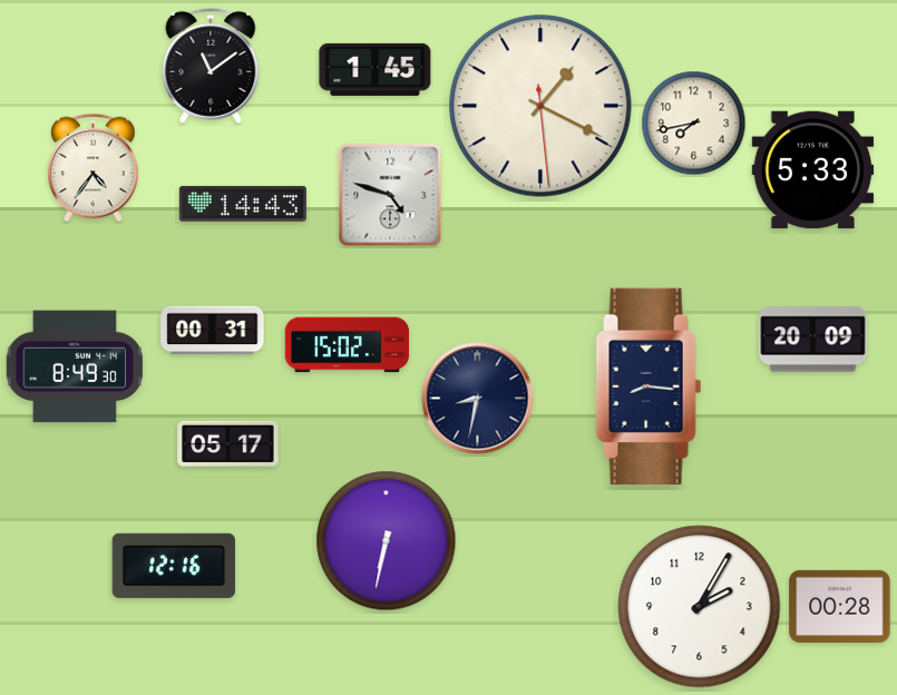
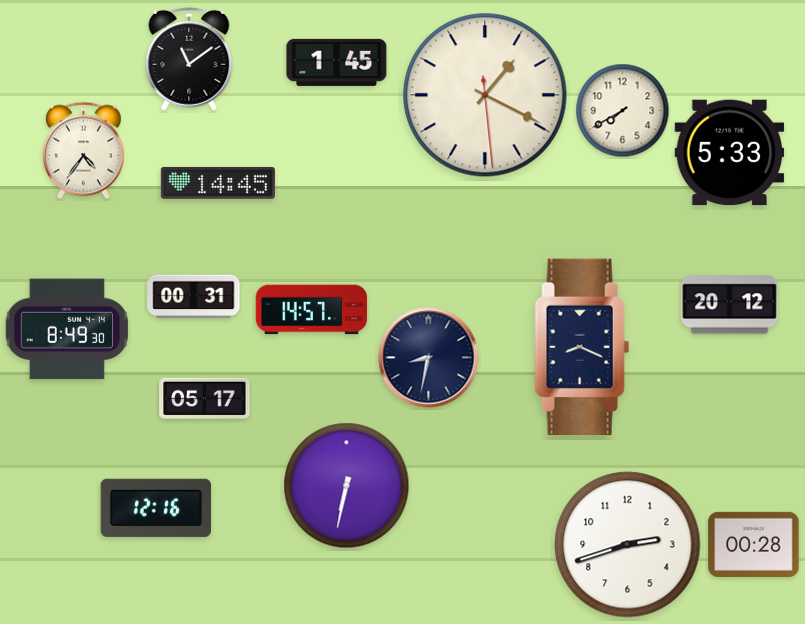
clock at (694, 124): 7:43 -> 7:40
clock at (390, 195): 4:48 -> none
clock at (243, 204): 14:43 -> 14:45
clock at (213, 331) position: (213, 331) -> (194, 297)
clock at (813, 340): 20:09 -> 20:12
clock at (348, 345): 15:02 -> 14:57
clock at (649, 385): 8:16 -> 8:19
clock at (700, 607): 2:05 -> 2:42
